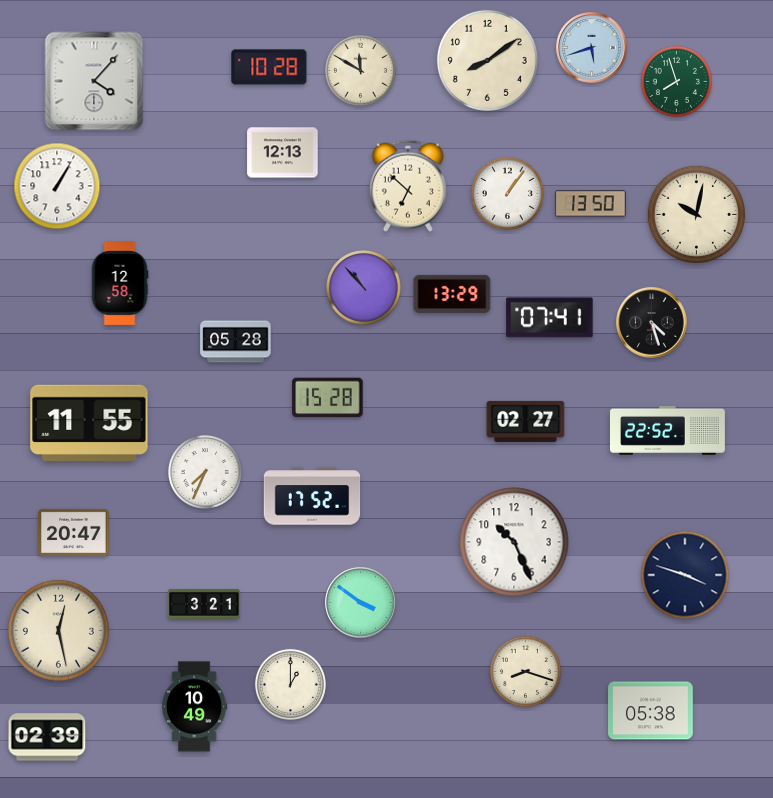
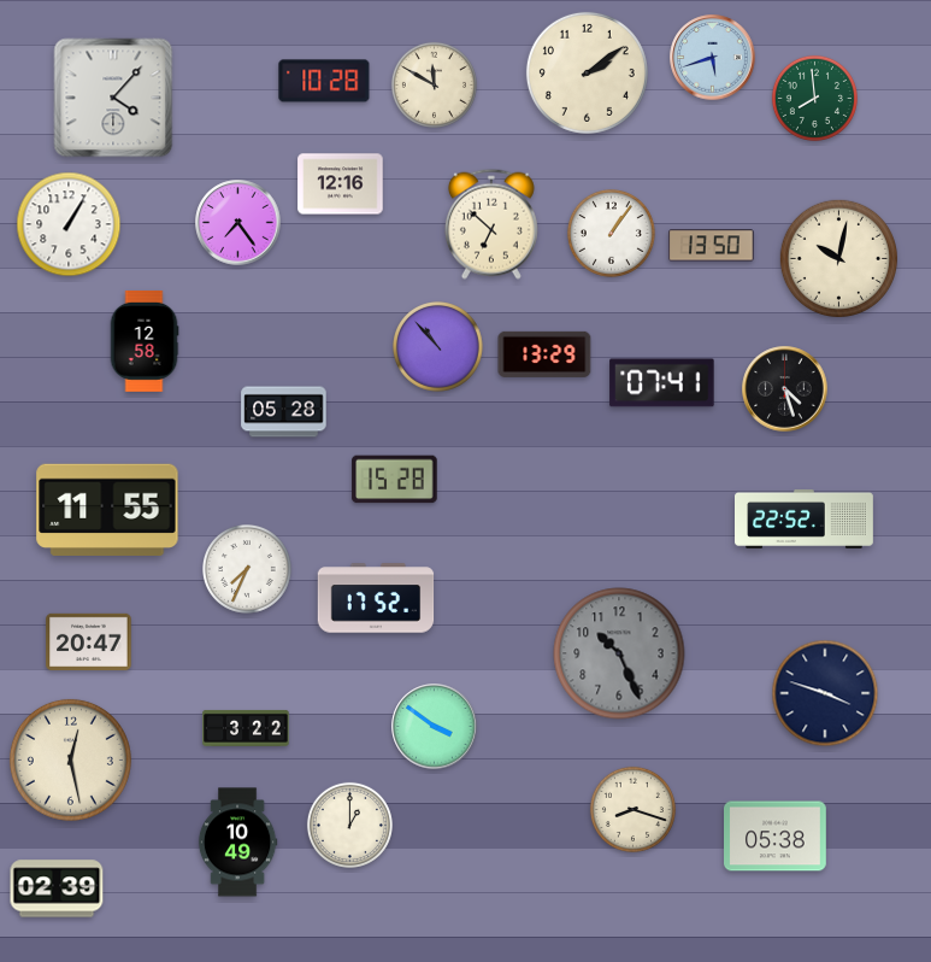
clock at (487, 60): 8:09 -> 2:09
clock at (676, 81): 7:57 -> 7:59
clock at (283, 153): 12:13 -> 12:16
clock at (238, 223): none -> 7:24
clock at (526, 421): 02:27 -> none
clock at (514, 542) dial: white -> grey
clock at (204, 604): 3:21 -> 3:22
clock at (194, 707) position: (194, 707) -> (237, 843)
clock at (651, 711) position: (651, 711) -> (776, 837)
